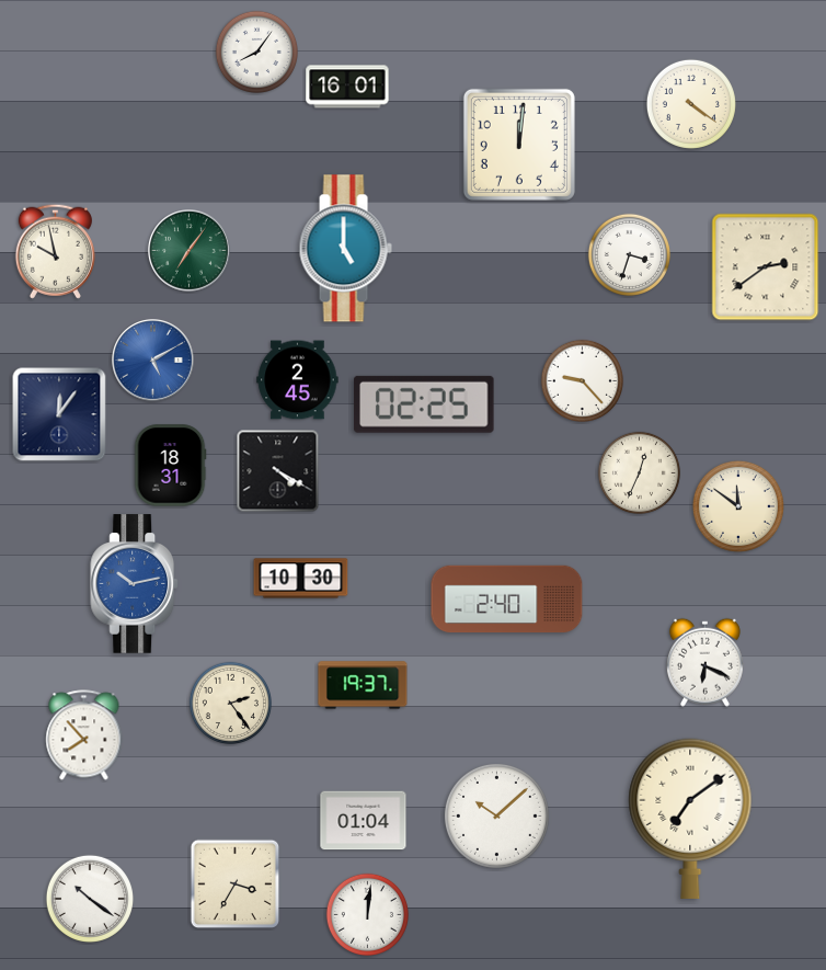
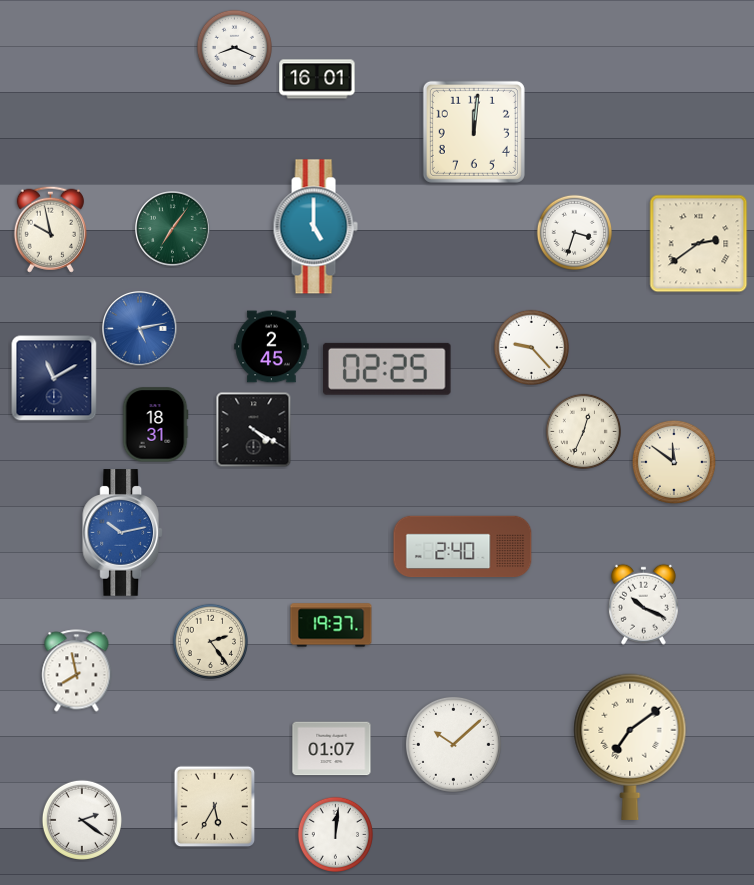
clock at (256, 52): 8:06 -> 8:19
clock at (691, 104): 4:21 -> none
clock at (153, 361): 5:10 -> 5:13
clock at (59, 414): 12:06 -> 11:10
clock at (301, 579): 10:30 -> none
clock at (704, 662): 6:19 -> 10:19
clock at (84, 735): 7:53 -> 7:58
clock at (364, 821): 01:04 -> 01:07
clock at (236, 885): 3:35 -> 5:35
clock at (90, 899): 10:21 -> 2:21
